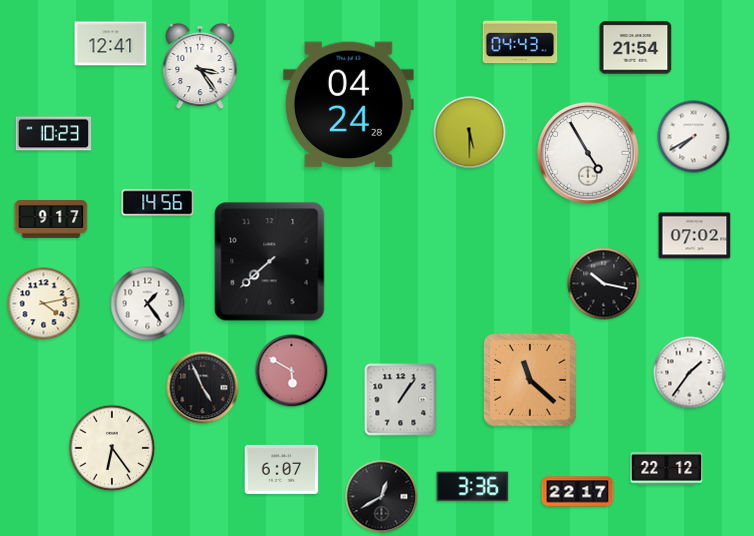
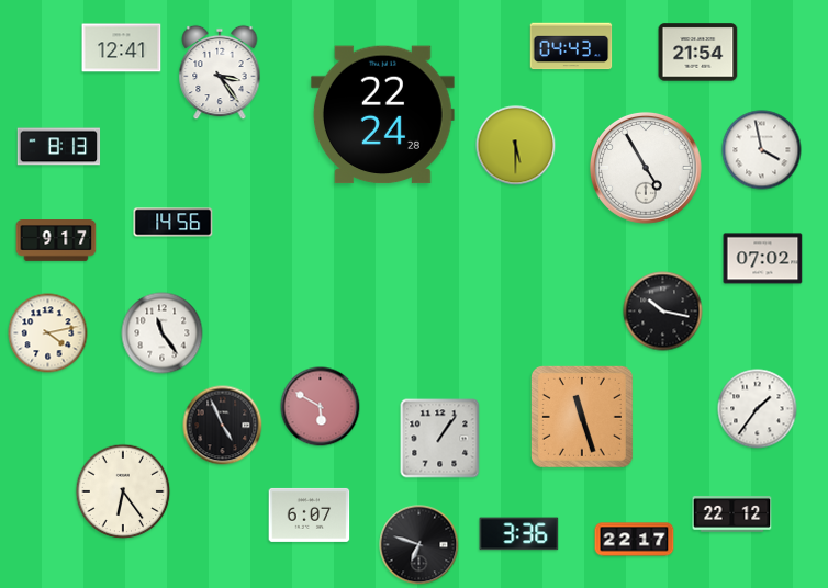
clock at (348, 105): 04:24 -> 22:24
clock at (54, 134): 10:23 -> 8:13
clock at (694, 137): 7:40 -> 3:58
clock at (270, 262): 7:38 -> none
clock at (148, 304): 1:24 -> 11:24
clock at (530, 380): 11:22 -> 11:27
clock at (382, 497): 12:40 -> 6:48
